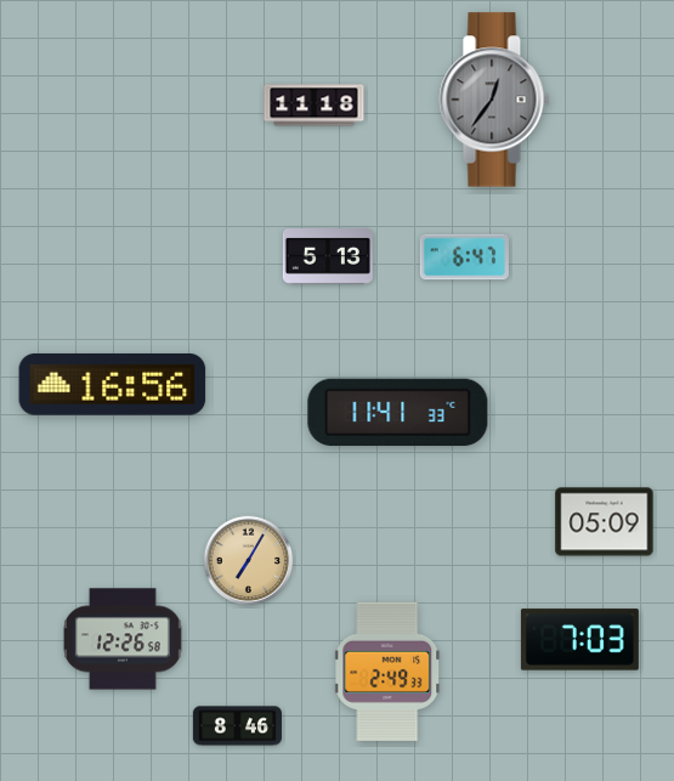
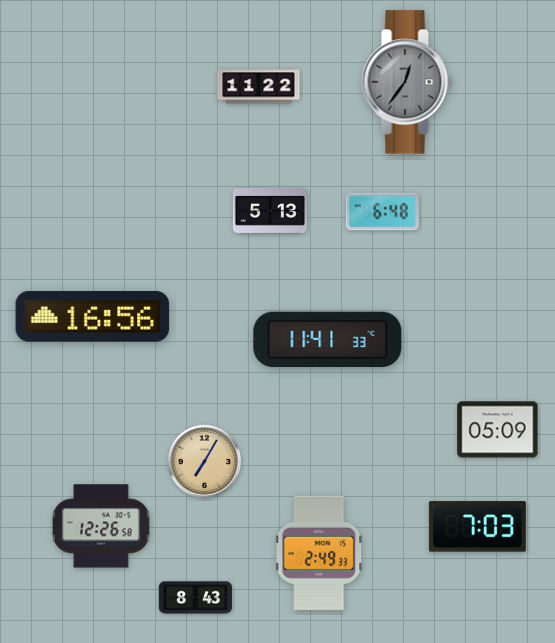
clock at (315, 106): 11:18 -> 11:22
clock at (464, 257): 6:47 -> 6:48
clock at (237, 726): 8:46 -> 8:43
